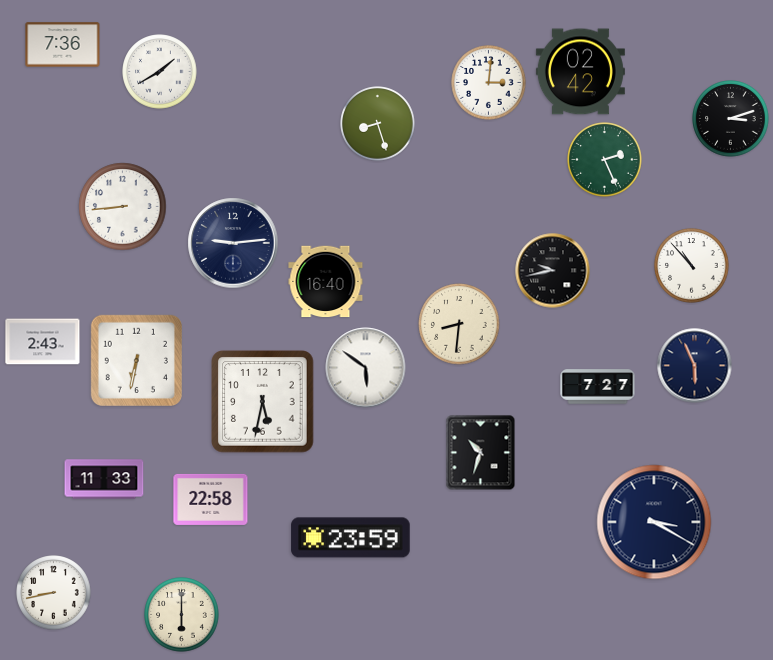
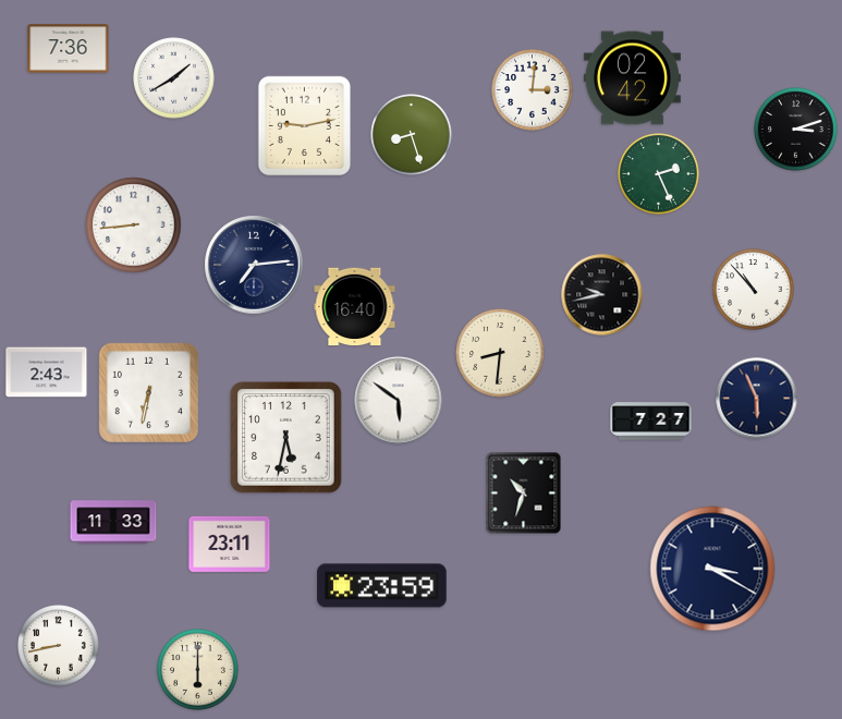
clock at (304, 125): none -> 9:13
clock at (233, 243): 9:14 -> 7:14
clock at (211, 499): 22:58 -> 23:11
